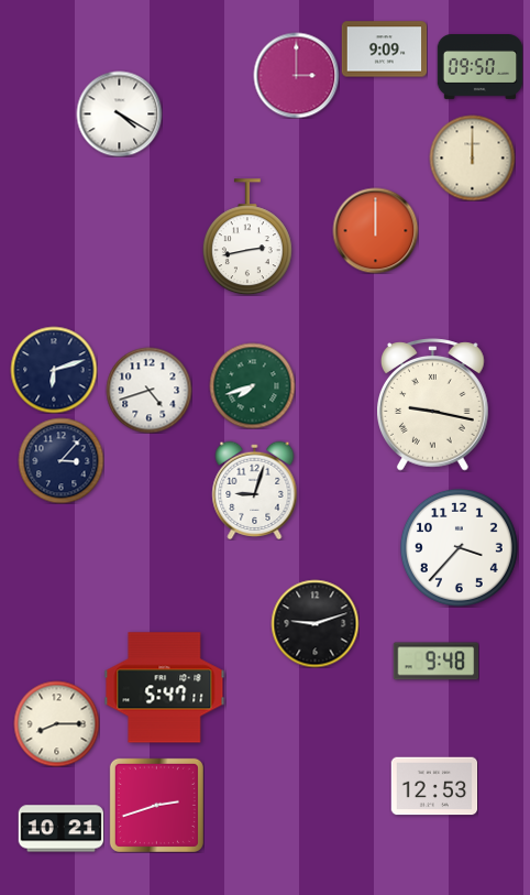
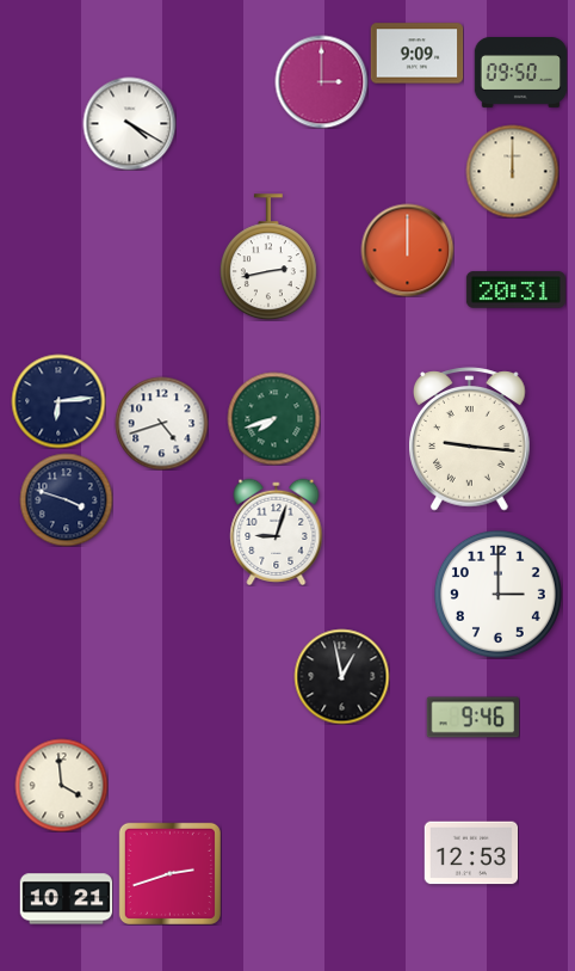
clock at (515, 290): none -> 20:31
clock at (54, 370): 6:12 -> 6:14
clock at (433, 405): 9:17 -> 9:16
clock at (60, 460): 3:07 -> 3:48
clock at (459, 547): 3:37 -> 3:00
clock at (314, 623): 9:12 -> 12:58
clock at (435, 662): 9:48 -> 9:46
clock at (165, 688): 5:47 -> none
clock at (56, 723): 8:15 -> 3:59
